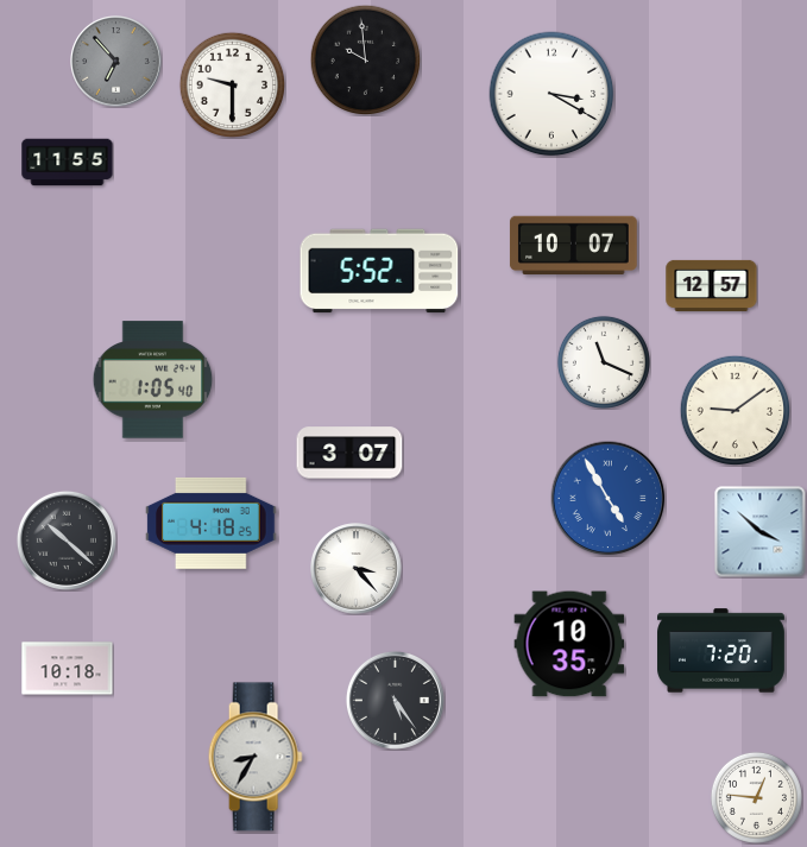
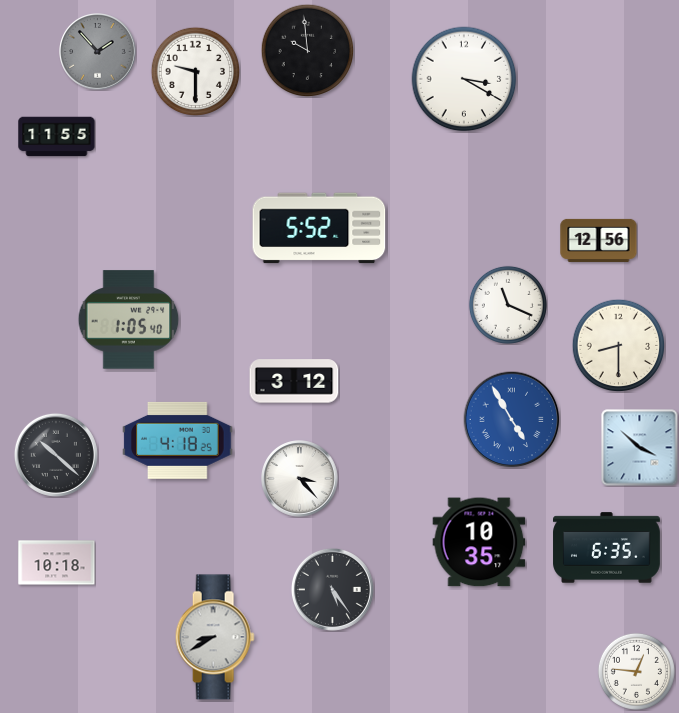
clock at (116, 62): 6:53 -> 1:53
clock at (573, 246): 10:07 -> none
clock at (712, 285): 12:57 -> 12:56
clock at (735, 410): 9:09 -> 8:30
clock at (349, 453): 3:07 -> 3:12
clock at (721, 651): 7:20 -> 6:35
clock at (256, 757): 8:35 -> 8:40
